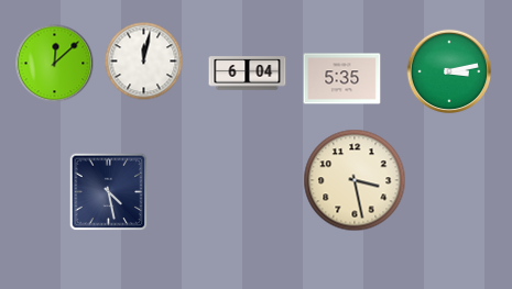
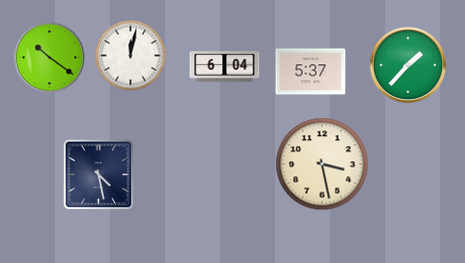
clock at (55, 64): 12:08 -> 10:21
clock at (449, 71): 3:13 -> 1:37
clock at (342, 79): 5:35 -> 5:37
